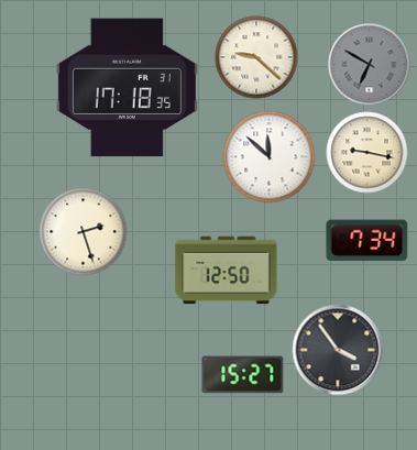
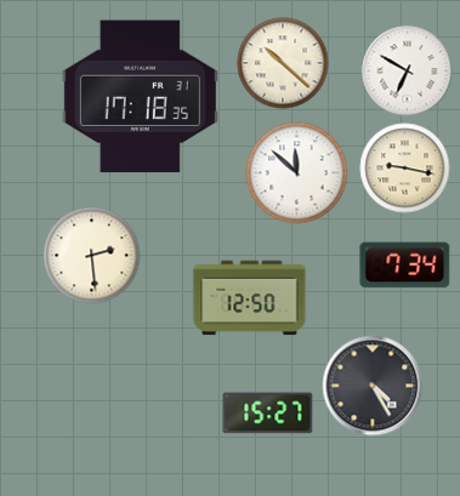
clock at (256, 57): 9:22 -> 10:22
clock at (370, 65) dial: grey -> white
clock at (84, 232): 2:27 -> 2:29
clock at (338, 350): 3:54 -> 4:25
